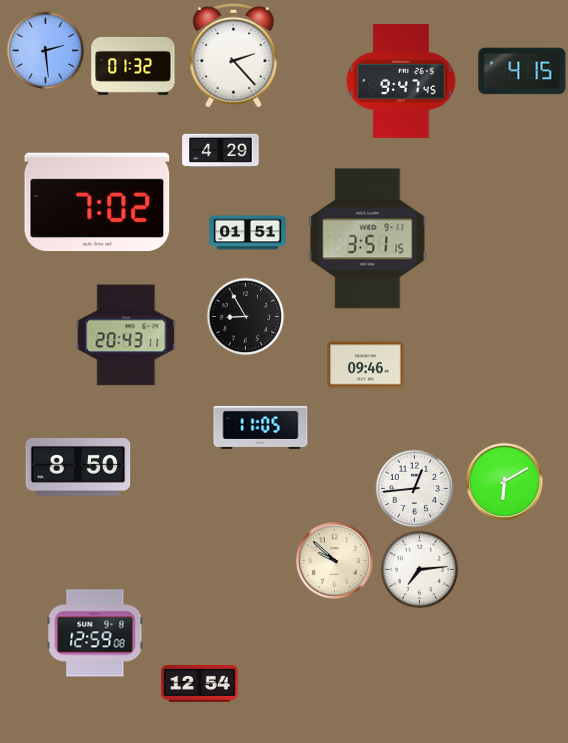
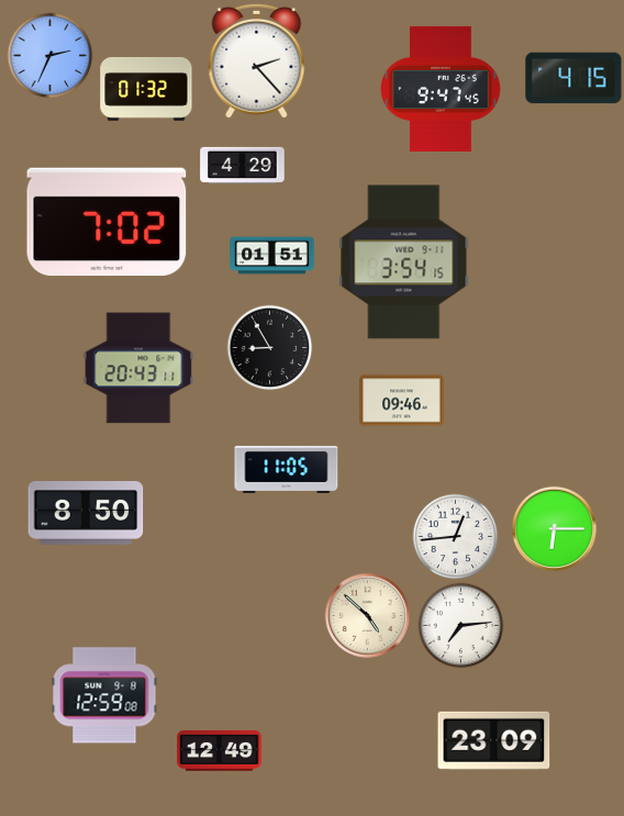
clock at (45, 50): 2:29 -> 2:34
clock at (133, 66) position: (133, 66) -> (146, 89)
clock at (368, 239): 3:51 -> 3:54
clock at (504, 481): 6:10 -> 6:15
clock at (334, 560): 9:52 -> 4:52
clock at (494, 740): none -> 23:09
clock at (200, 683): 12:54 -> 12:49
